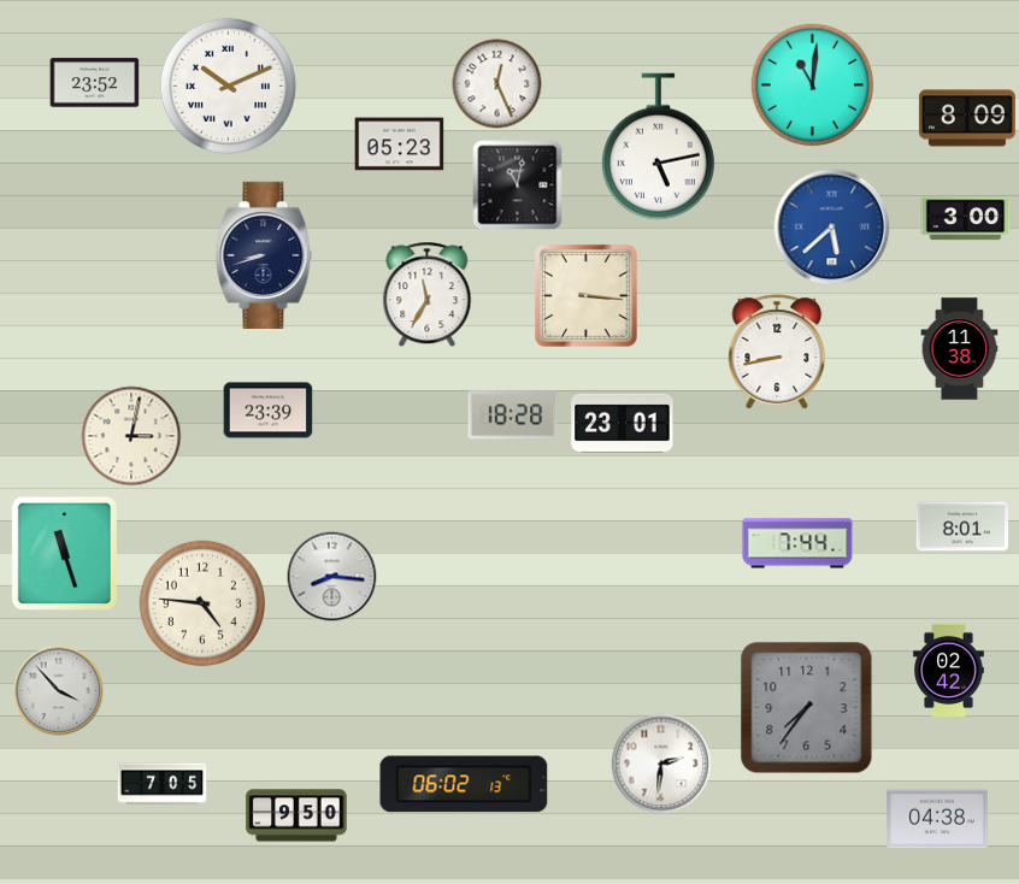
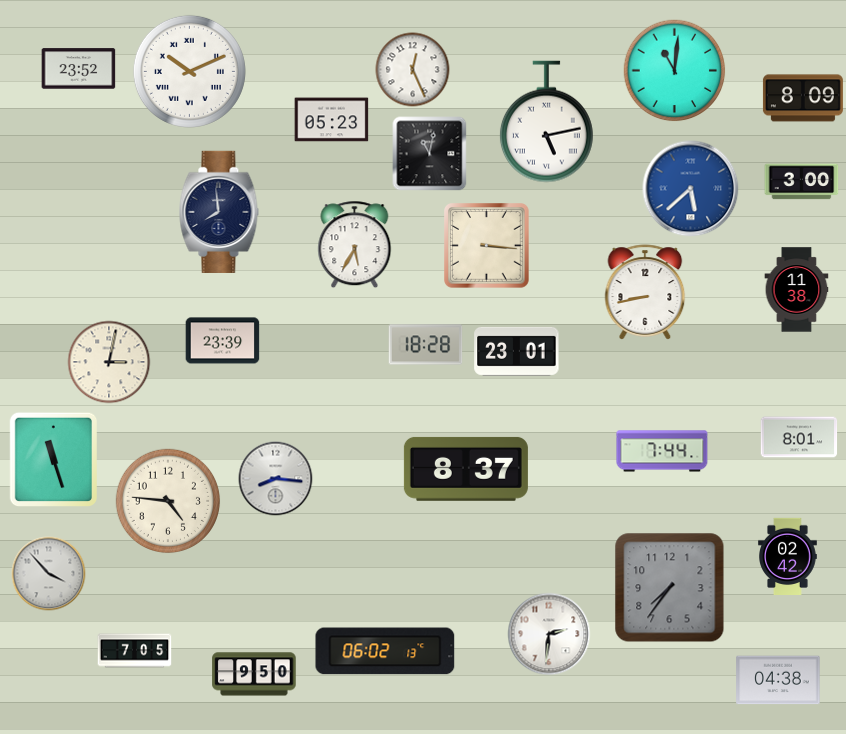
clock at (264, 255): 8:42 -> 7:59
clock at (428, 295): 11:35 -> 5:35
clock at (466, 469): none -> 8:37
clock at (296, 815) position: (296, 815) -> (254, 674)
